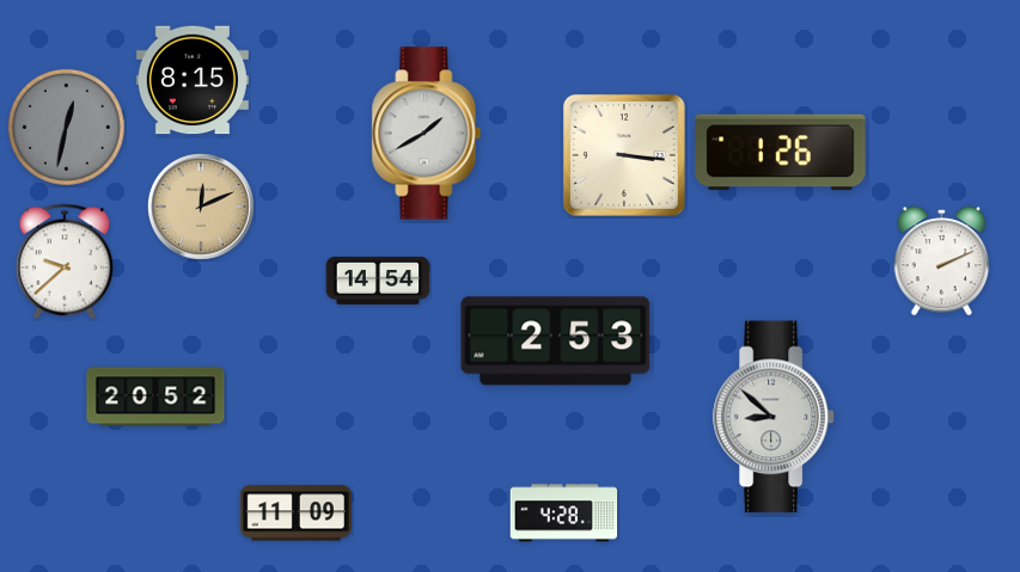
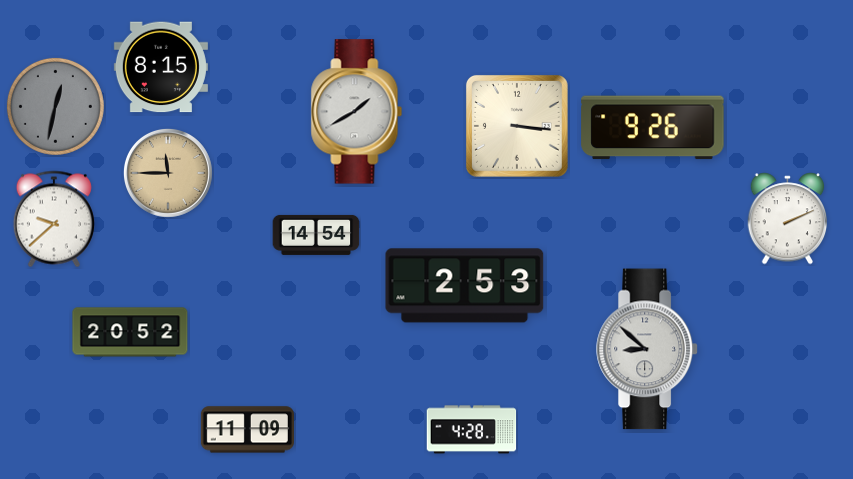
clock at (781, 153): 1:26 -> 9:26
clock at (624, 155) position: (624, 155) -> (517, 126)
clock at (201, 207): 12:11 -> 11:45
